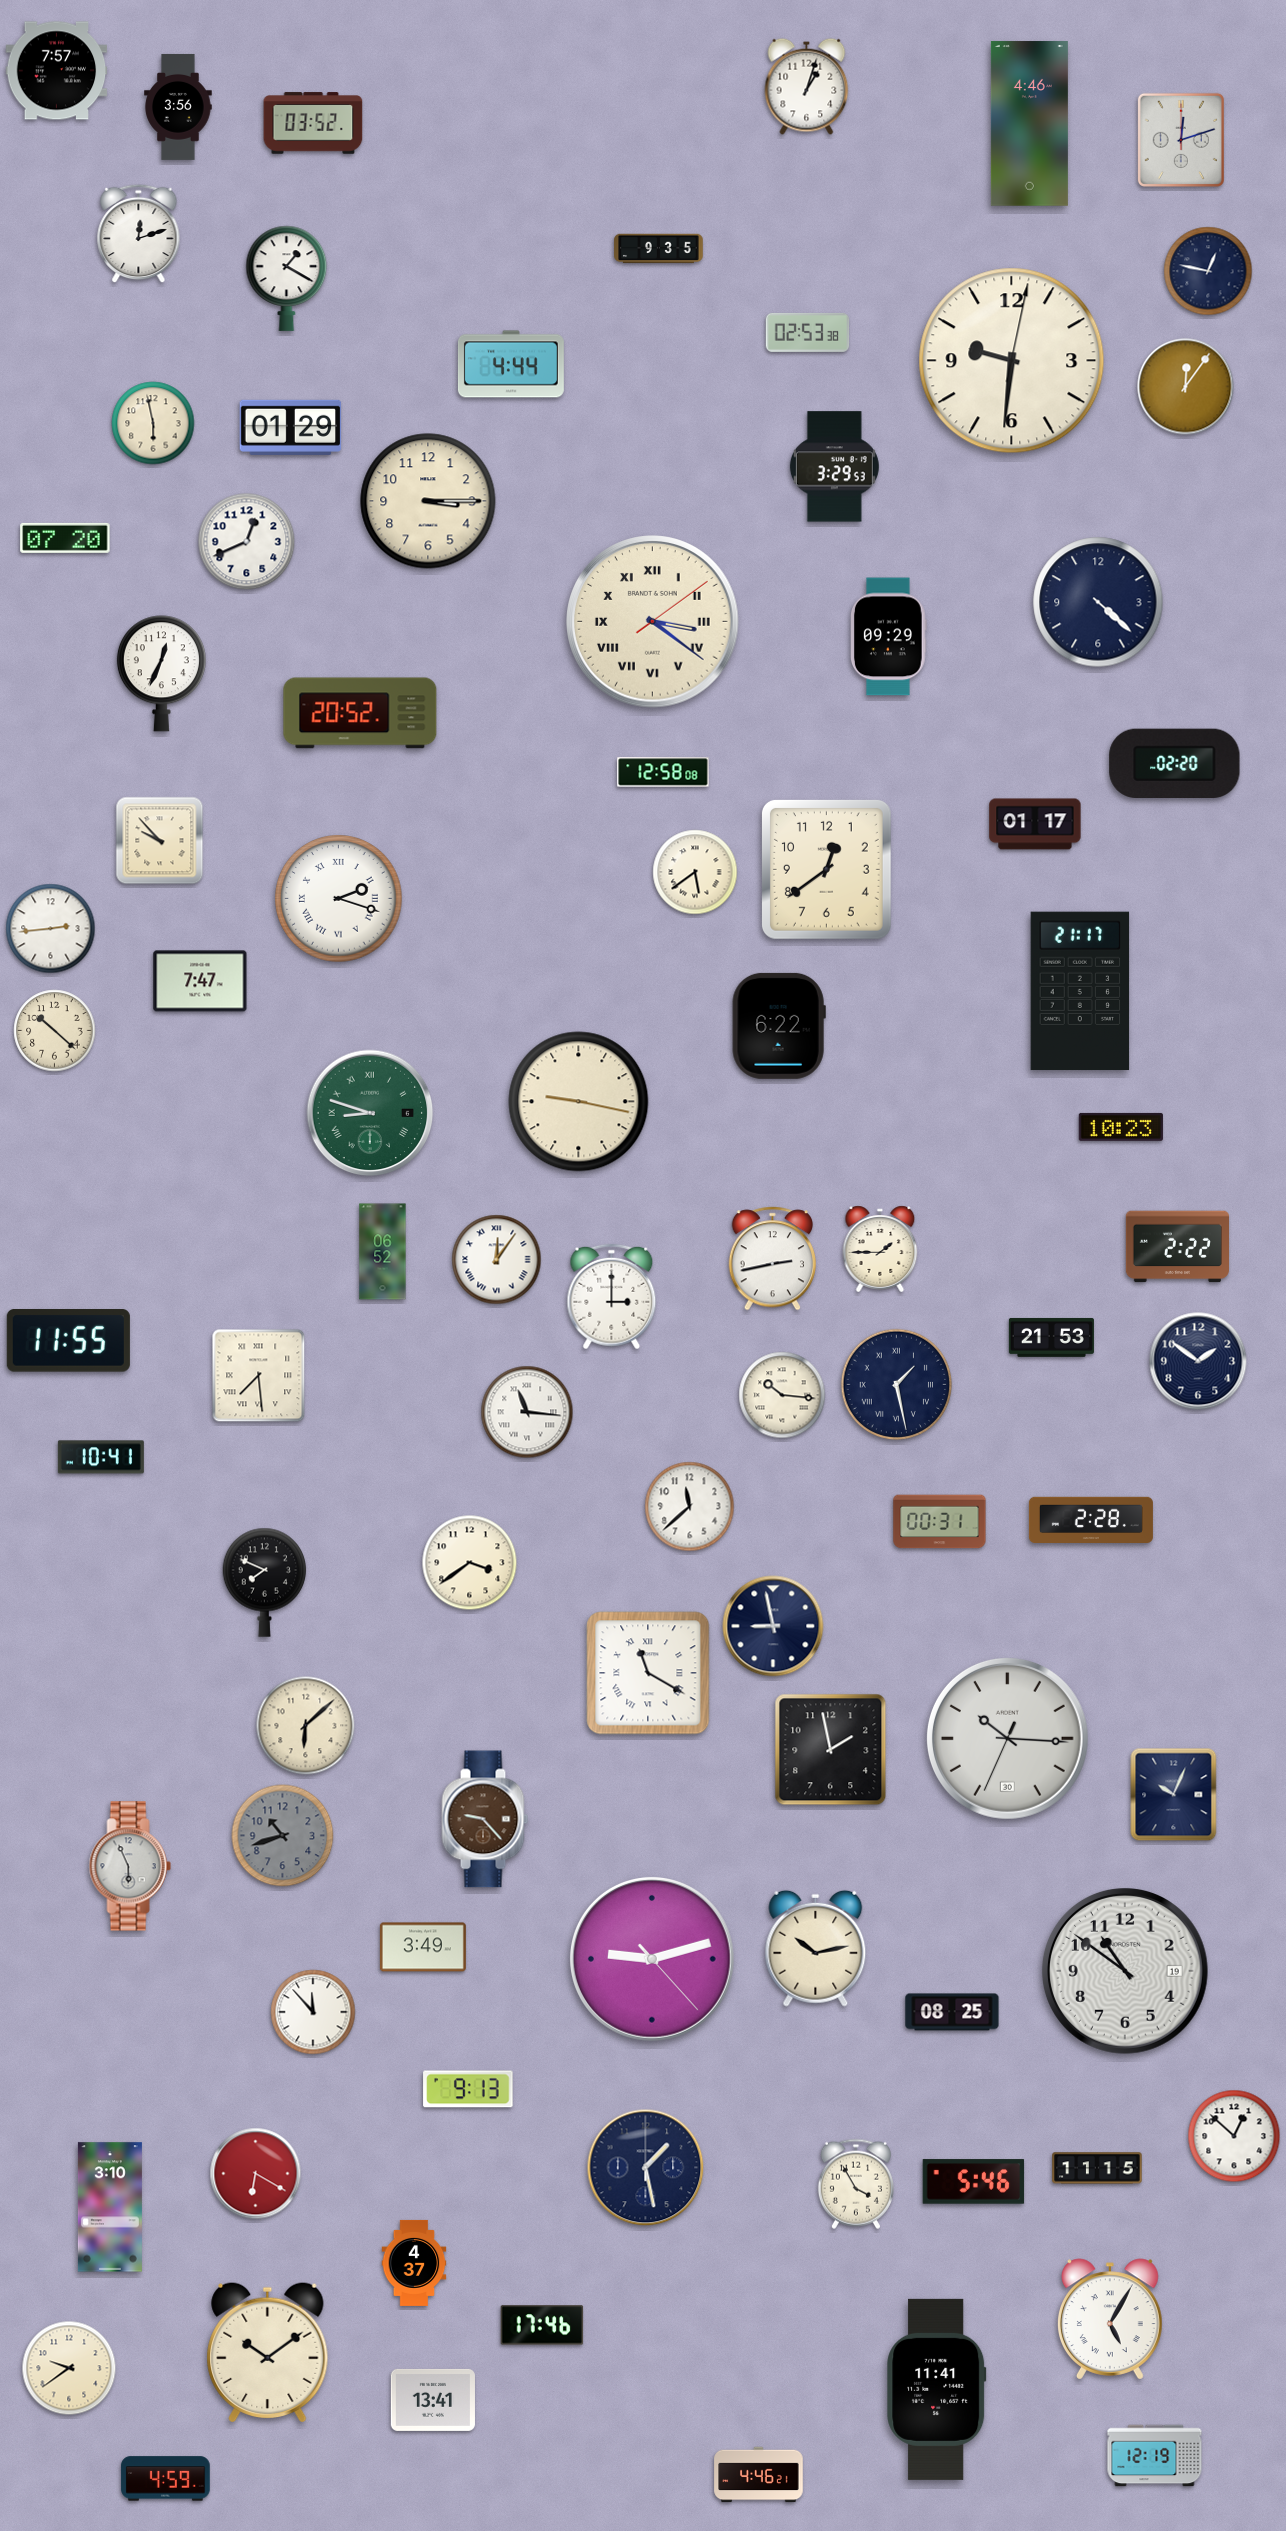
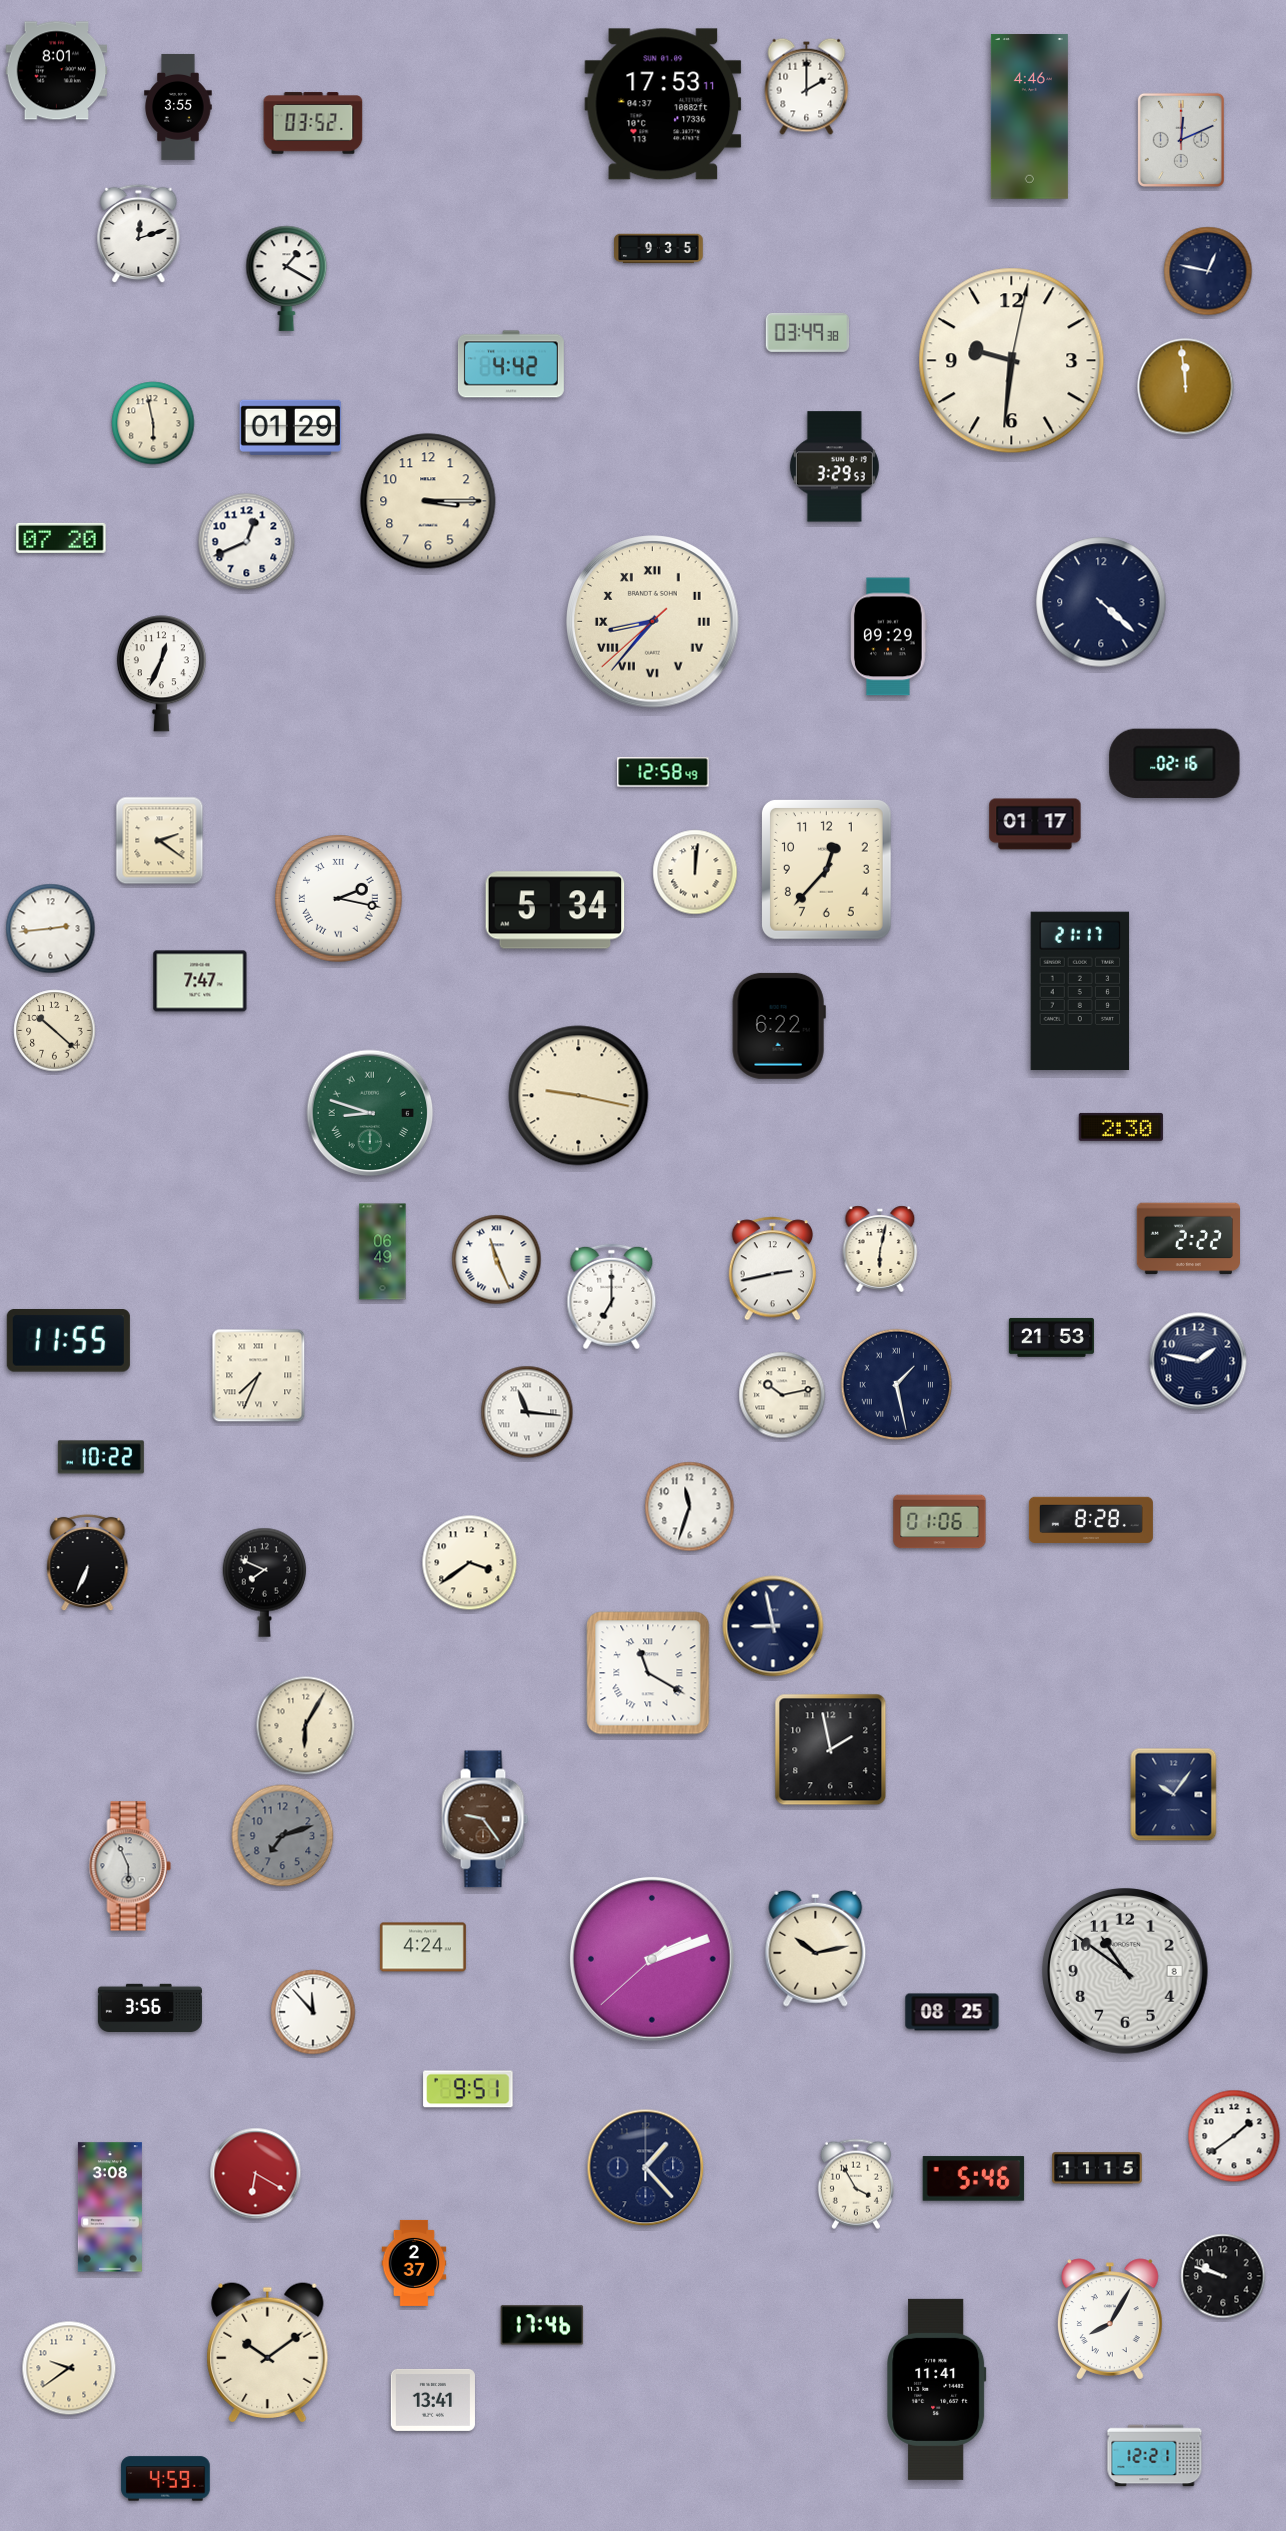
clock at (57, 71): 7:57 -> 8:01
clock at (807, 86): 1:03 -> 2:00
clock at (663, 104): none -> 17:53
clock at (178, 107): 3:56 -> 3:55
clock at (1029, 124) position: (1029, 124) -> (1029, 117)
clock at (1181, 140): 12:12 -> 12:11
clock at (808, 332): 02:53 -> 03:49
clock at (511, 364): 4:44 -> 4:42
clock at (1186, 387): 12:06 -> 11:59
clock at (65, 538) position: (65, 538) -> (61, 538)
clock at (1098, 602) position: (1098, 602) -> (1101, 602)
clock at (653, 622): 3:21 -> 8:36
clock at (360, 713): 20:52 -> none
clock at (1175, 763): 02:20 -> 02:16
clock at (663, 772): 12:58:08 -> 12:58:49
clock at (160, 841): 9:53 -> 2:21
clock at (826, 869): 12:39 -> 12:37
clock at (695, 872): 5:39 -> 12:01
clock at (339, 899): 2:18 -> 2:17
clock at (555, 910): none -> 5:34
clock at (579, 1102) position: (579, 1102) -> (579, 1096)
clock at (1121, 1127): 10:23 -> 2:30
clock at (1177, 1247) position: (1177, 1247) -> (1188, 1239)
clock at (880, 1249): 1:45 -> 6:02
clock at (383, 1252): 06:52 -> 06:49
clock at (772, 1259) position: (772, 1259) -> (772, 1269)
clock at (497, 1260): 12:06 -> 11:26
clock at (612, 1297): 3:00 -> 7:00
clock at (1198, 1361): 1:51 -> 1:47
clock at (259, 1376): 7:29 -> 7:34
clock at (782, 1395): 10:16 -> 10:13
clock at (101, 1457): 10:41 -> 10:22
clock at (690, 1507): 11:38 -> 11:33
clock at (1091, 1520): 2:28 -> 8:28
clock at (940, 1522): 00:31 -> 01:06
clock at (88, 1563): none -> 6:34
clock at (306, 1726): 6:08 -> 6:05
clock at (1007, 1738): 10:15 -> none
clock at (1174, 1795): 10:04 -> 10:06
clock at (485, 1819): 9:23 -> 9:24
clock at (283, 1836): 10:42 -> 7:12
clock at (423, 1947): 3:49 -> 4:24
clock at (652, 1959): 9:12 -> 2:11
clock at (1126, 1972) date: 19 -> 8
clock at (150, 2007): none -> 3:56
clock at (468, 2089): 9:13 -> 9:51
clock at (1234, 2136): 12:52 -> 1:39
clock at (646, 2168): 1:28 -> 1:23
clock at (974, 2182) position: (974, 2182) -> (974, 2179)
clock at (110, 2207): 3:10 -> 3:08
clock at (414, 2263): 4:37 -> 2:37
clock at (1223, 2276): none -> 9:48
clock at (1110, 2319): 5:05 -> 8:05
clock at (1155, 2456): 12:19 -> 12:21
clock at (759, 2475): 4:46 -> none
